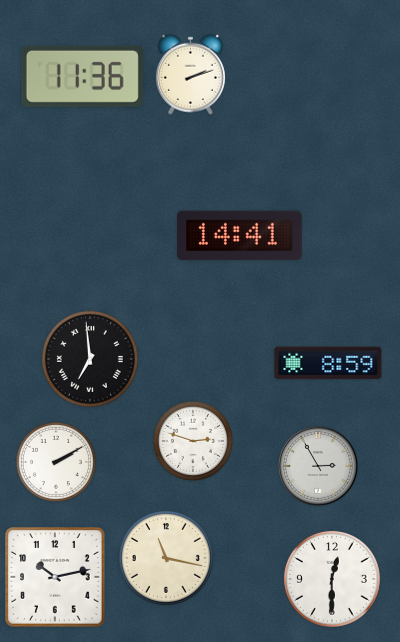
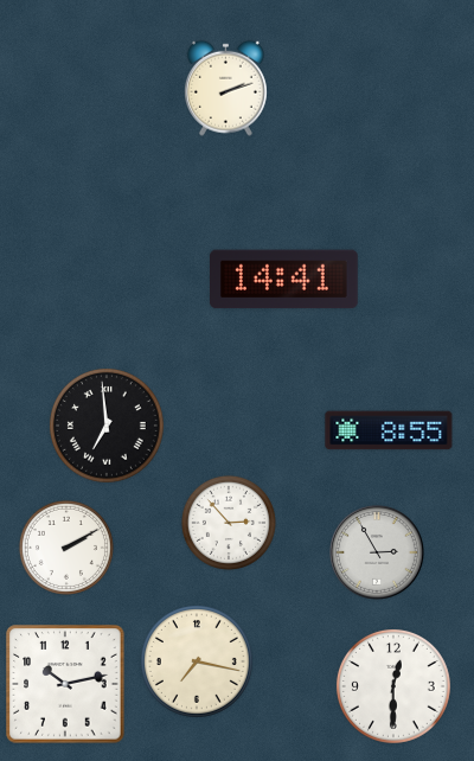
clock at (82, 76): 11:36 -> none
clock at (328, 363): 8:59 -> 8:55
clock at (193, 441): 2:48 -> 2:53
clock at (166, 558): 11:17 -> 7:17
